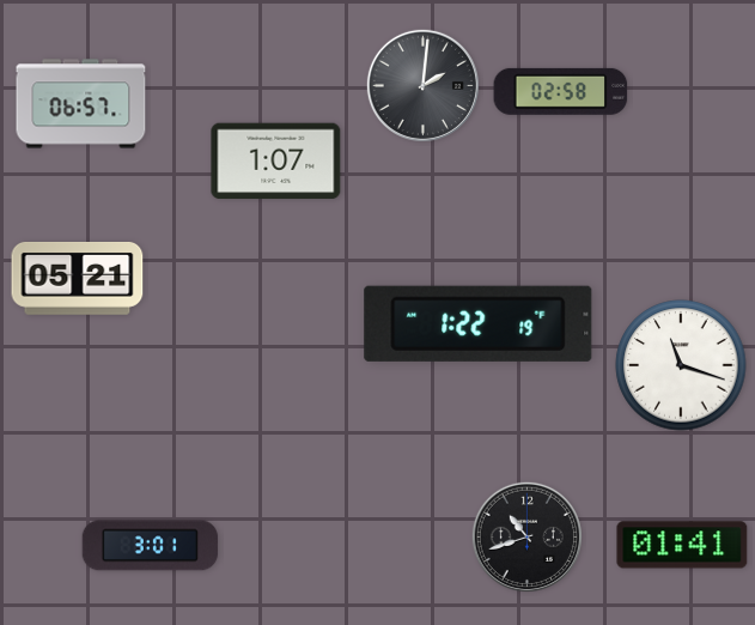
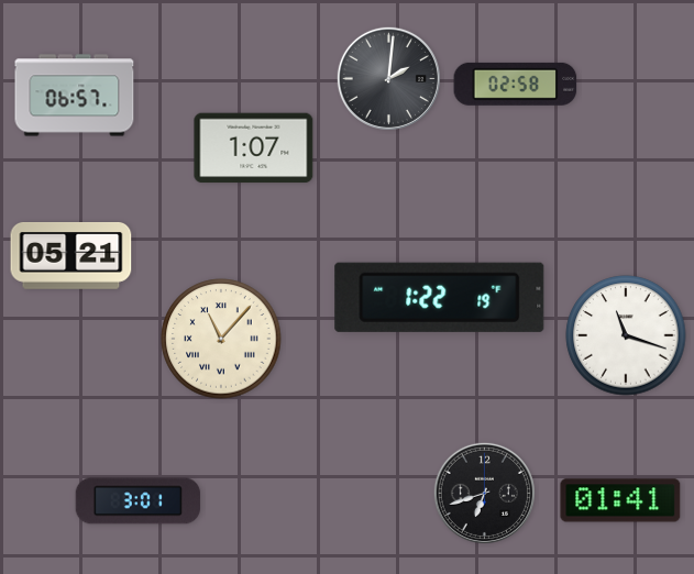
clock at (221, 339): none -> 11:07
clock at (526, 536): 10:42 -> 6:42
clock at (682, 545) position: (682, 545) -> (620, 500)
